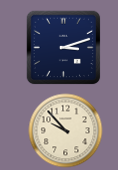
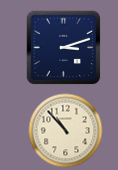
clock at (66, 131): 9:53 -> 10:53
